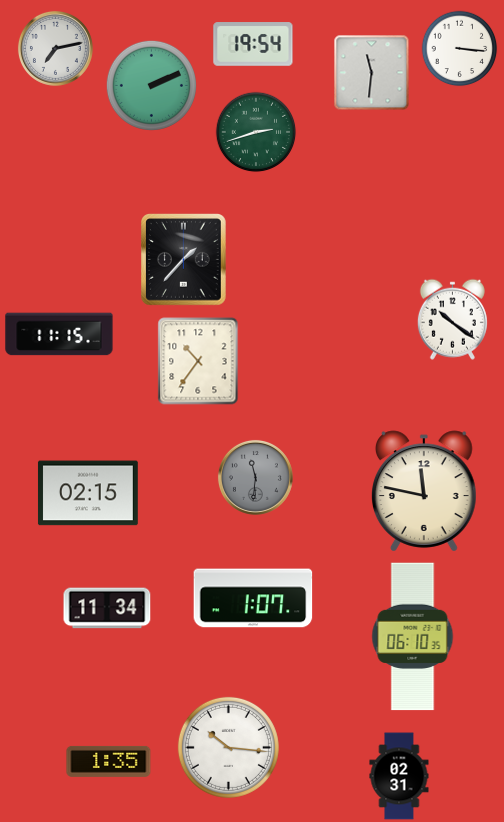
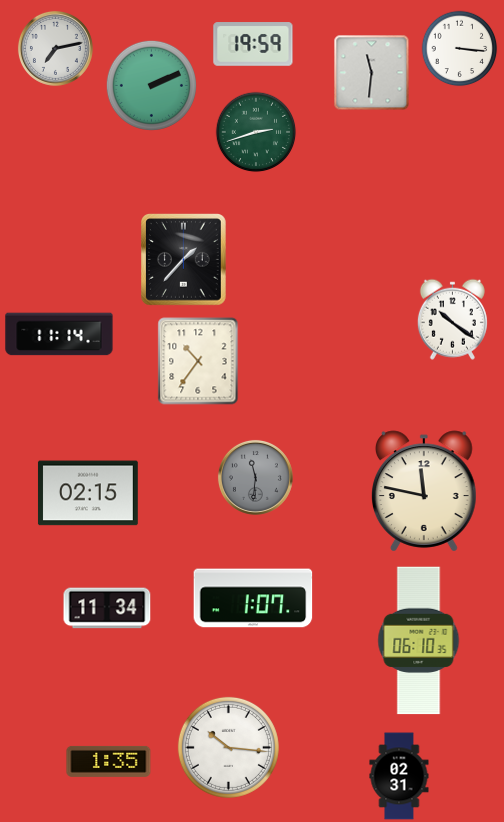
clock at (253, 44): 19:54 -> 19:59
clock at (59, 334): 11:15 -> 11:14
clock at (413, 637) position: (413, 637) -> (419, 641)
